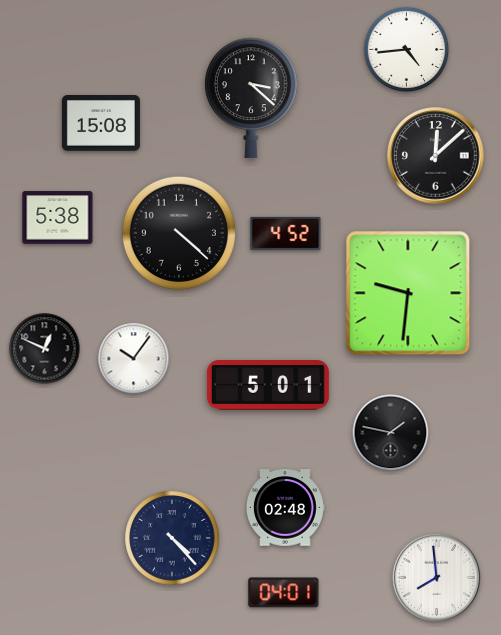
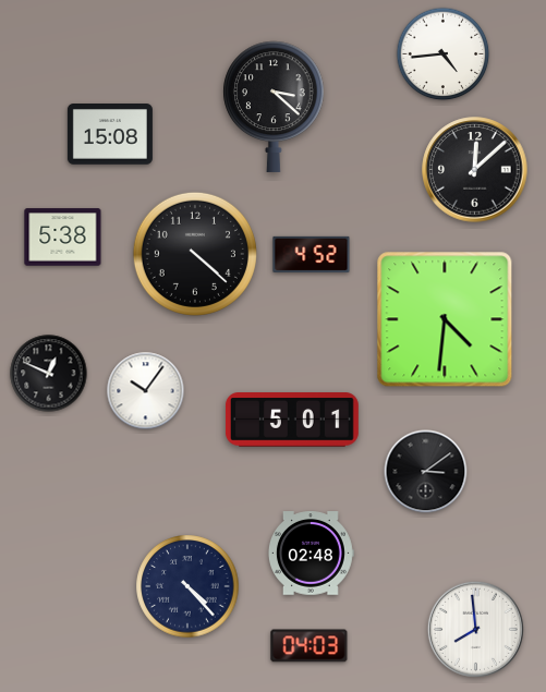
clock at (408, 293): 9:31 -> 4:31
clock at (45, 349) position: (45, 349) -> (49, 374)
clock at (391, 433): 1:47 -> 3:09
clock at (284, 593): 04:01 -> 04:03
